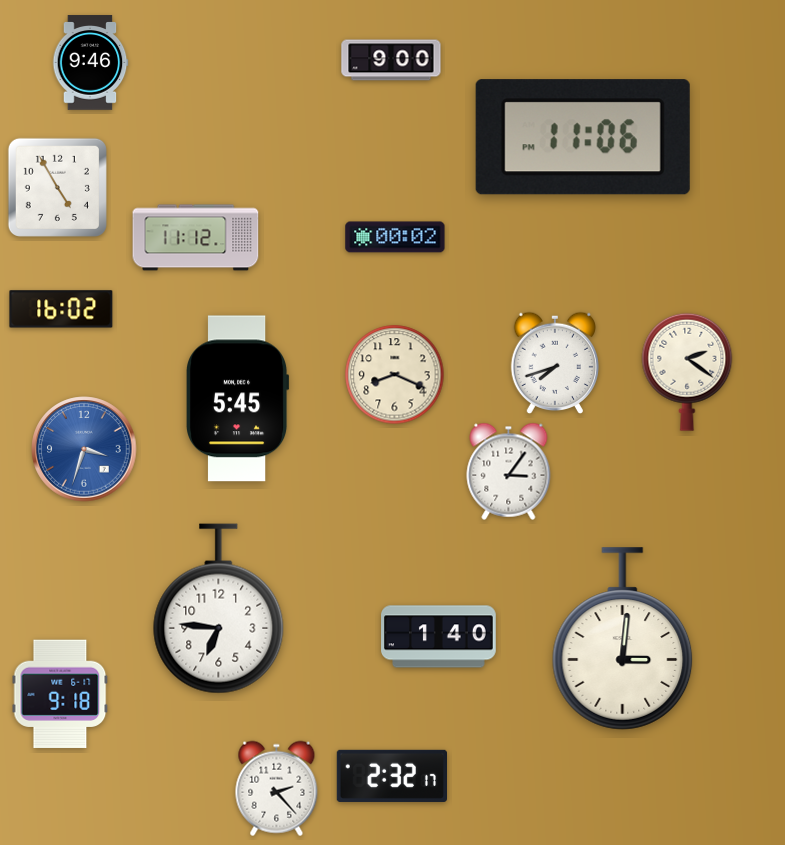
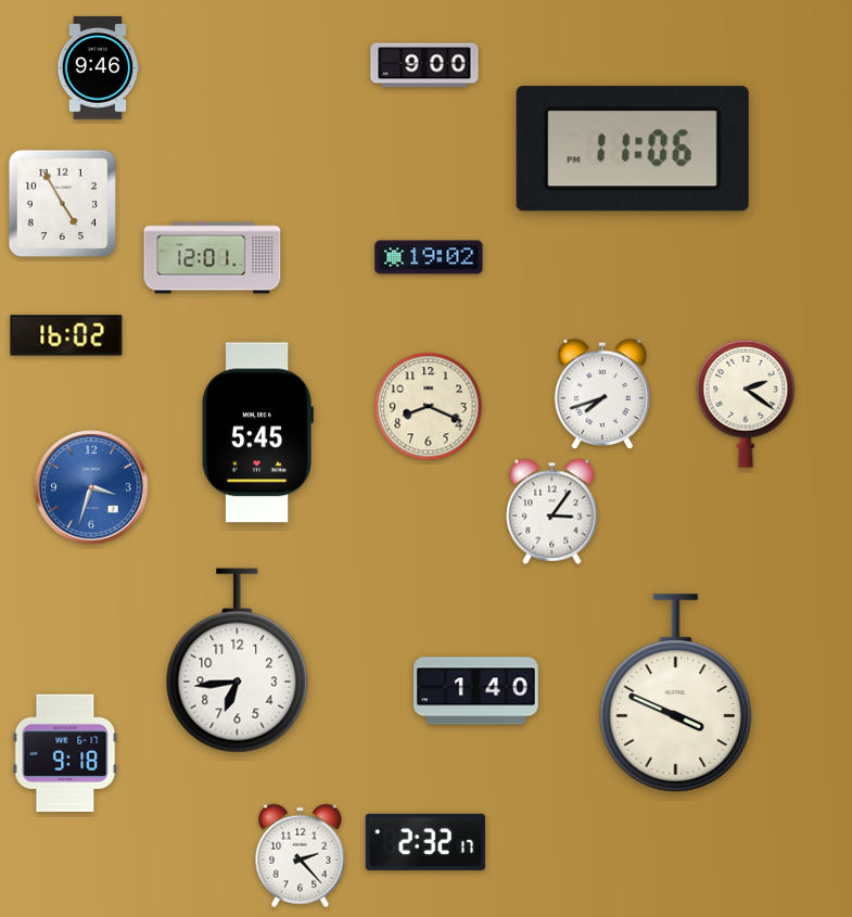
clock at (395, 237): 00:02 -> 19:02
clock at (196, 238): 11:12 -> 12:01
clock at (219, 609): 6:46 -> 6:44
clock at (623, 639): 3:01 -> 3:49
